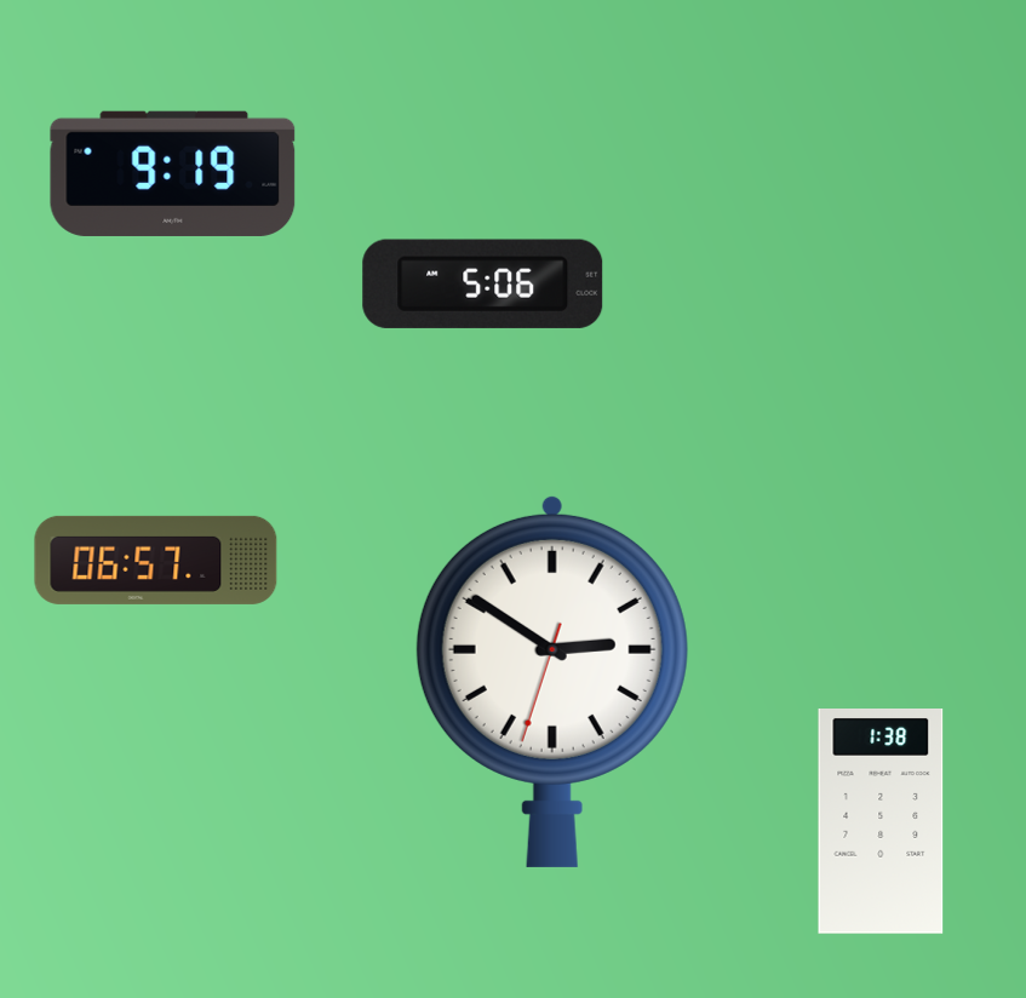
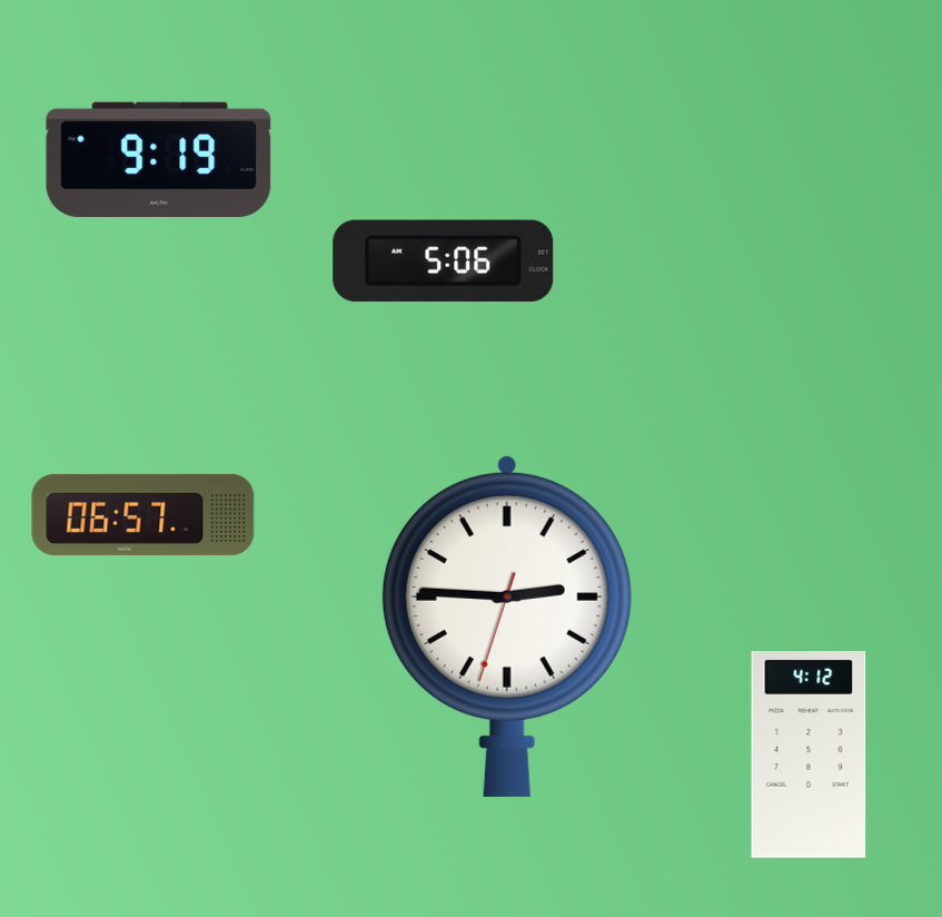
clock at (552, 681): 2:50 -> 2:45
clock at (881, 822): 1:38 -> 4:12
